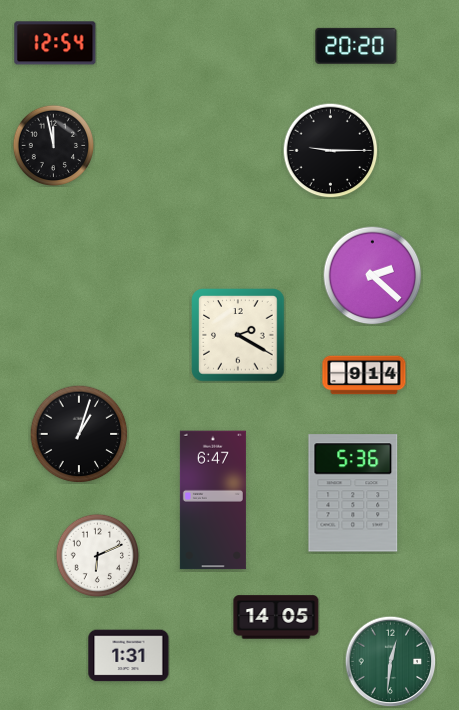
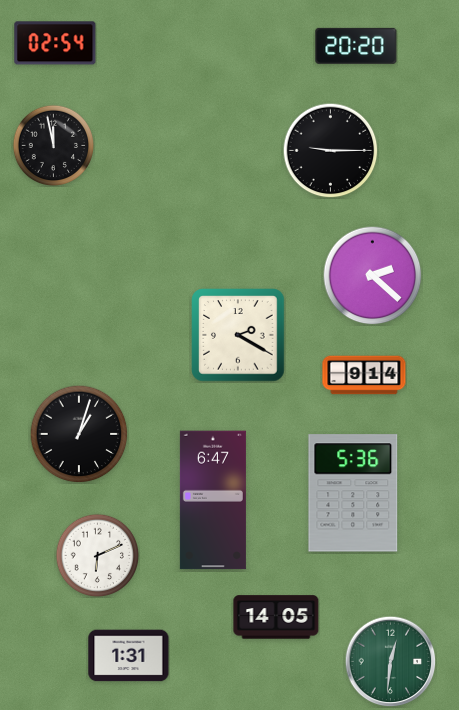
clock at (55, 43): 12:54 -> 02:54
